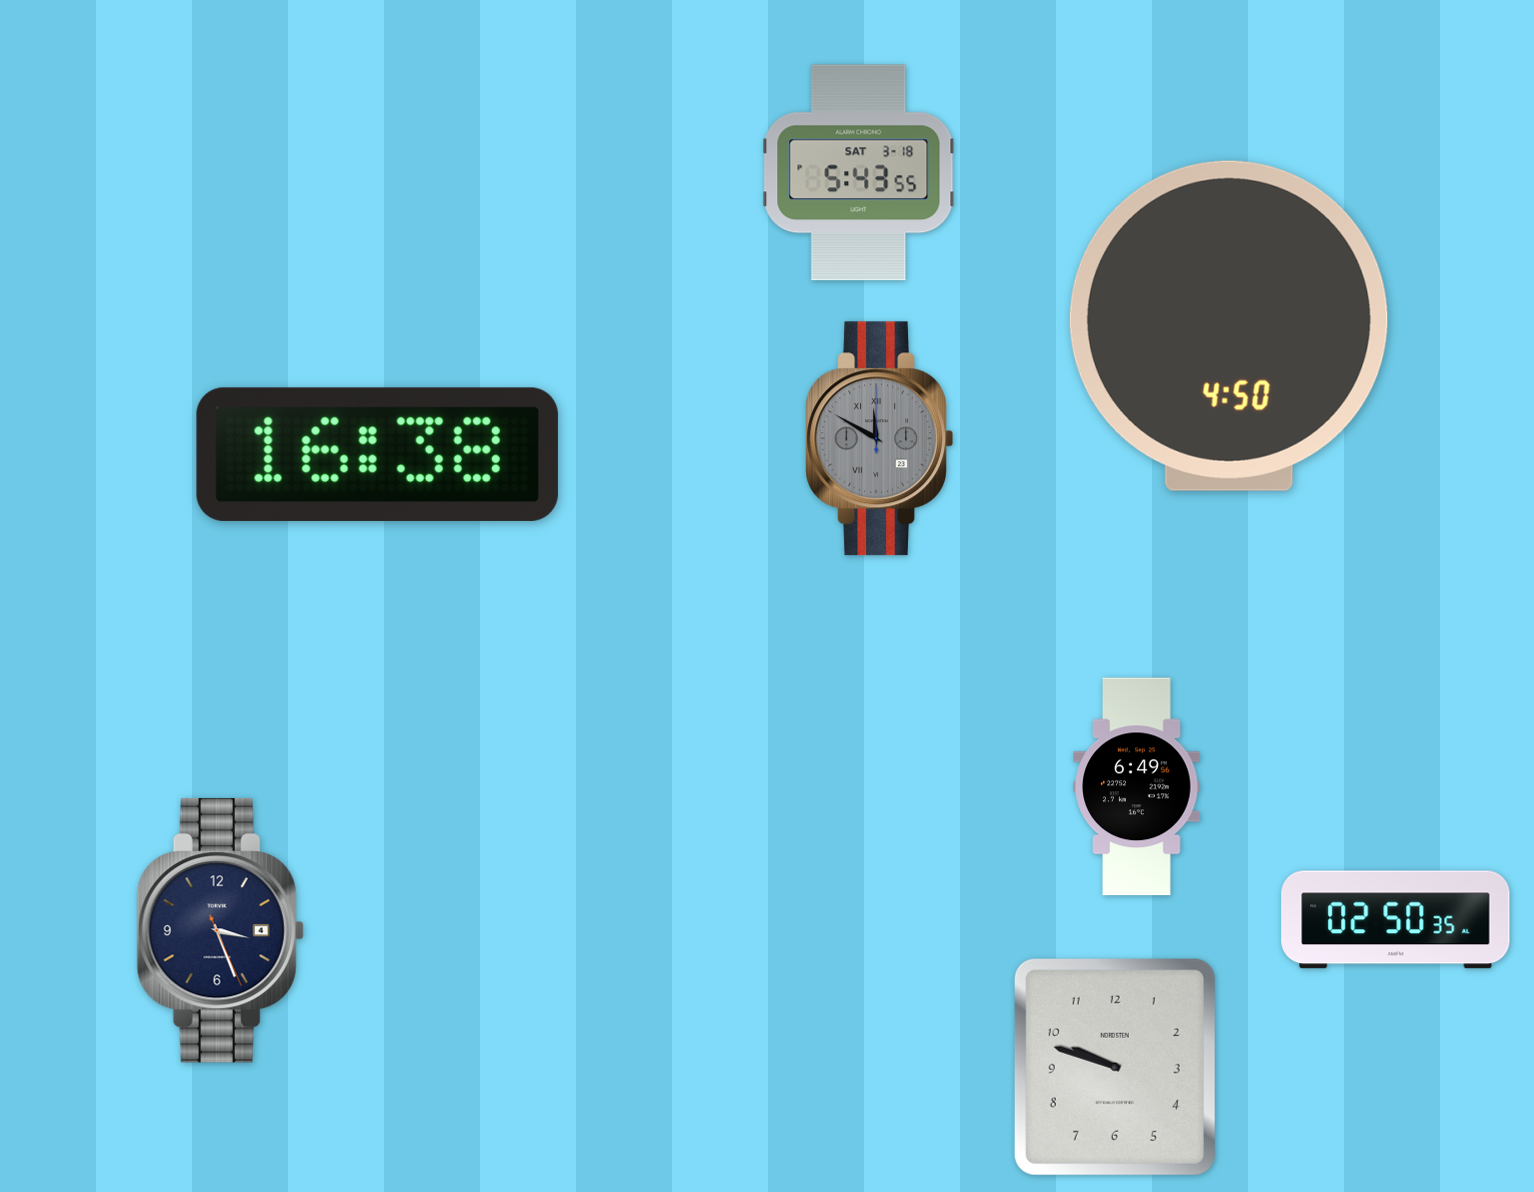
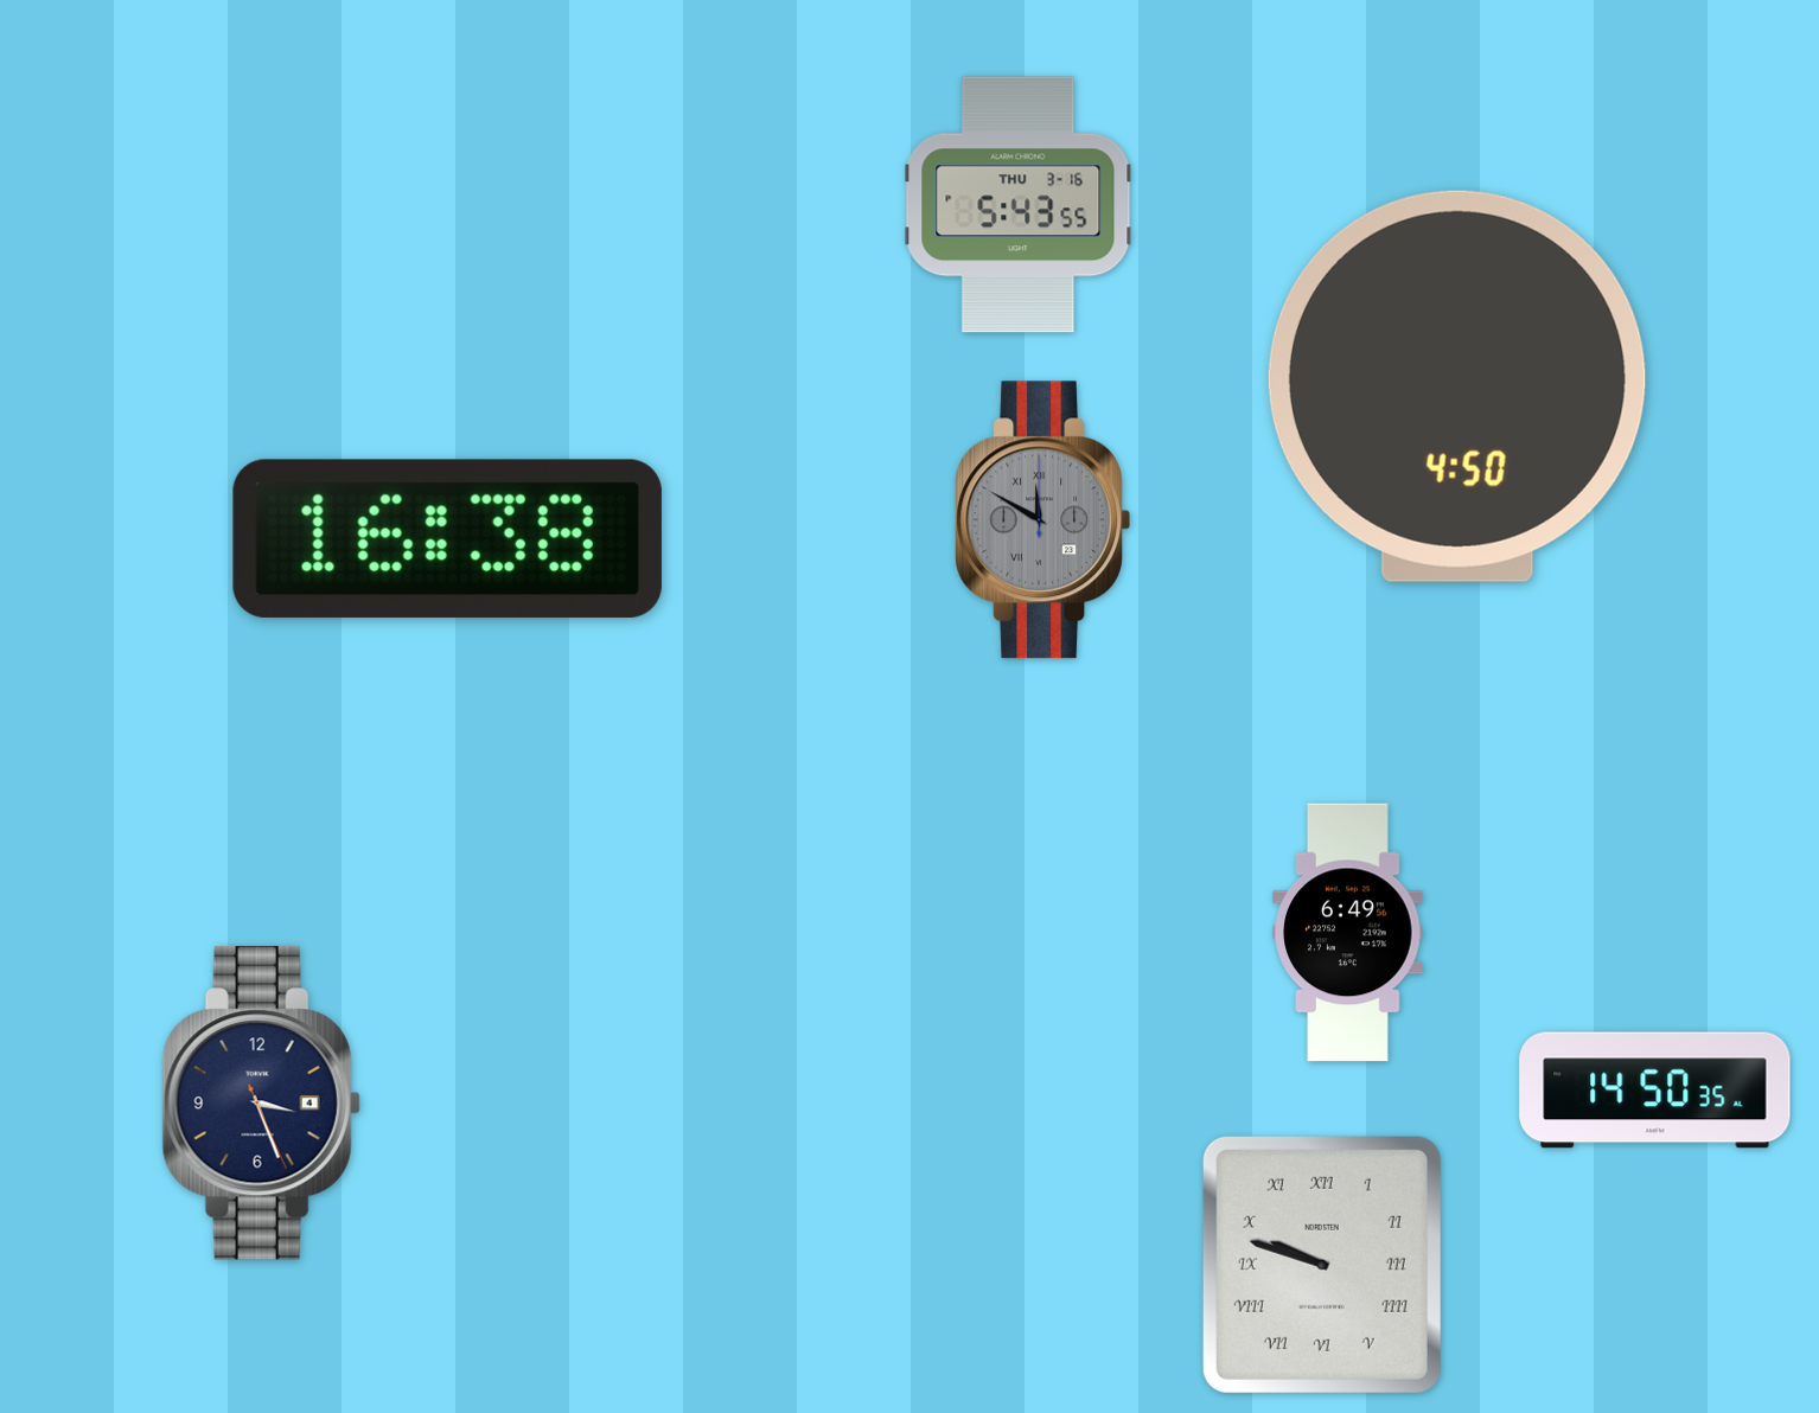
clock at (859, 173) date: SAT 3-18 -> THU 3-16
clock at (1396, 920): 02:50 -> 14:50
clock at (1115, 1067) numerals: Arabic -> Roman
